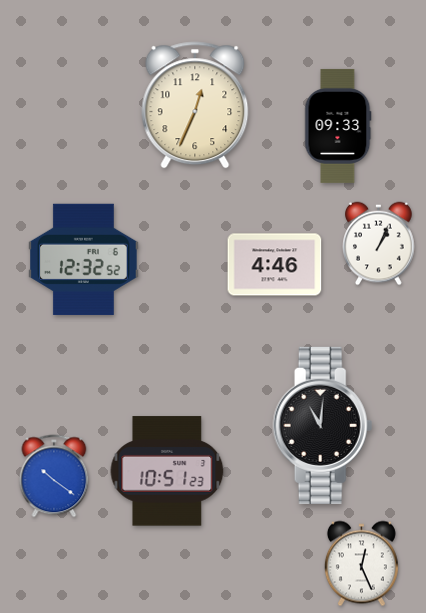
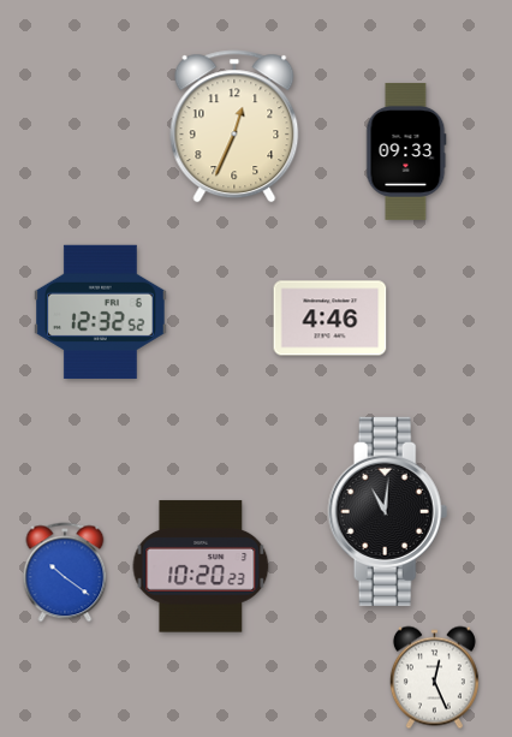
clock at (379, 244): 1:04 -> none
clock at (167, 471): 10:51 -> 10:20
